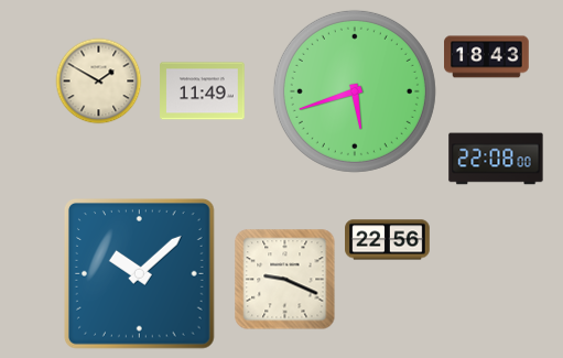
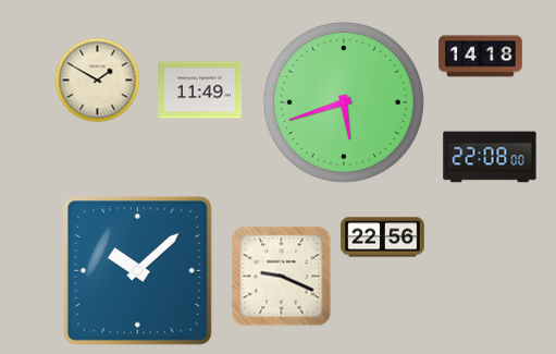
clock at (487, 57): 18:43 -> 14:18
clock at (355, 91) position: (355, 91) -> (344, 102)
